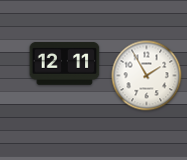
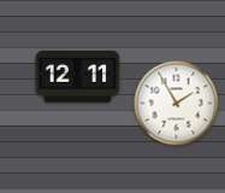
clock at (147, 76) position: (147, 76) -> (177, 104)
